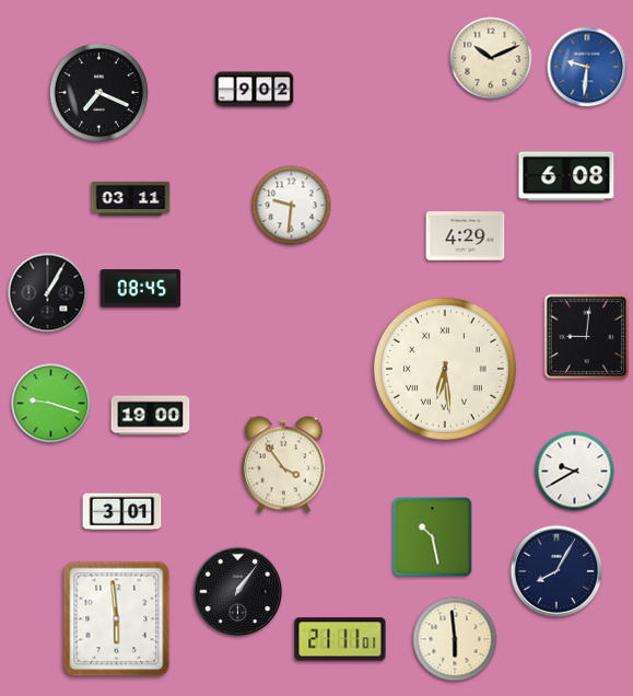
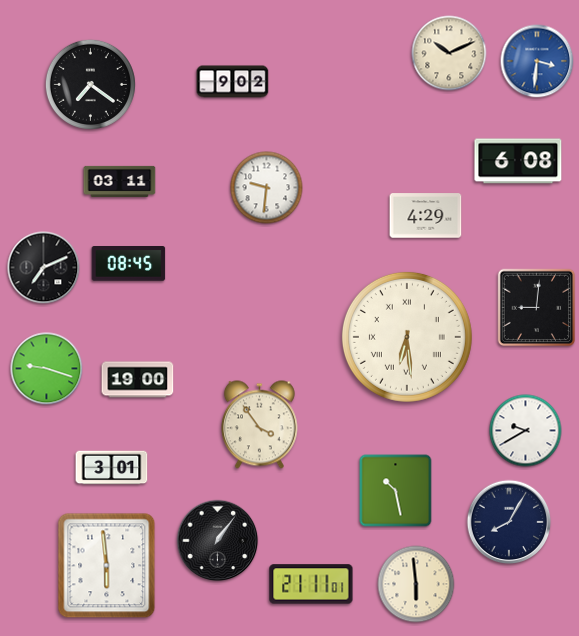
clock at (587, 67): 9:31 -> 3:31
clock at (98, 92): 7:19 -> 7:21
clock at (48, 293): 1:05 -> 7:11
